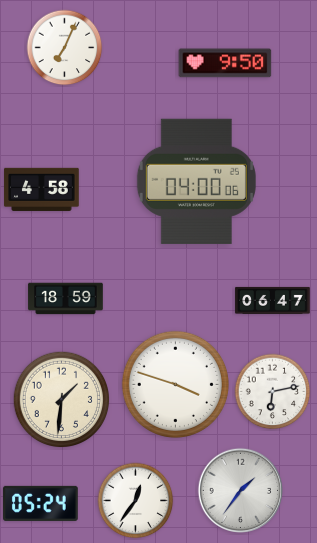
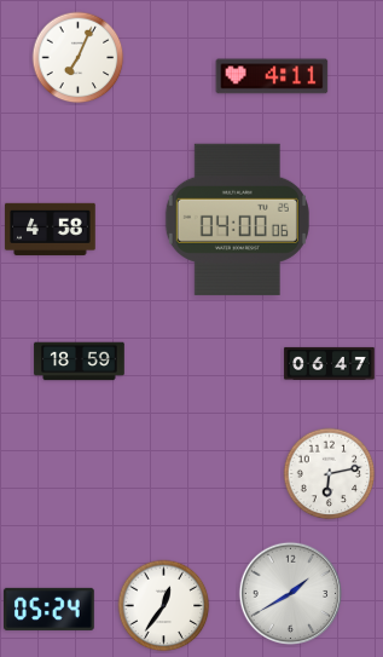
clock at (225, 63): 9:50 -> 4:11
clock at (175, 384): 3:48 -> none
clock at (62, 400): 1:31 -> none
clock at (240, 490): 1:36 -> 1:40
